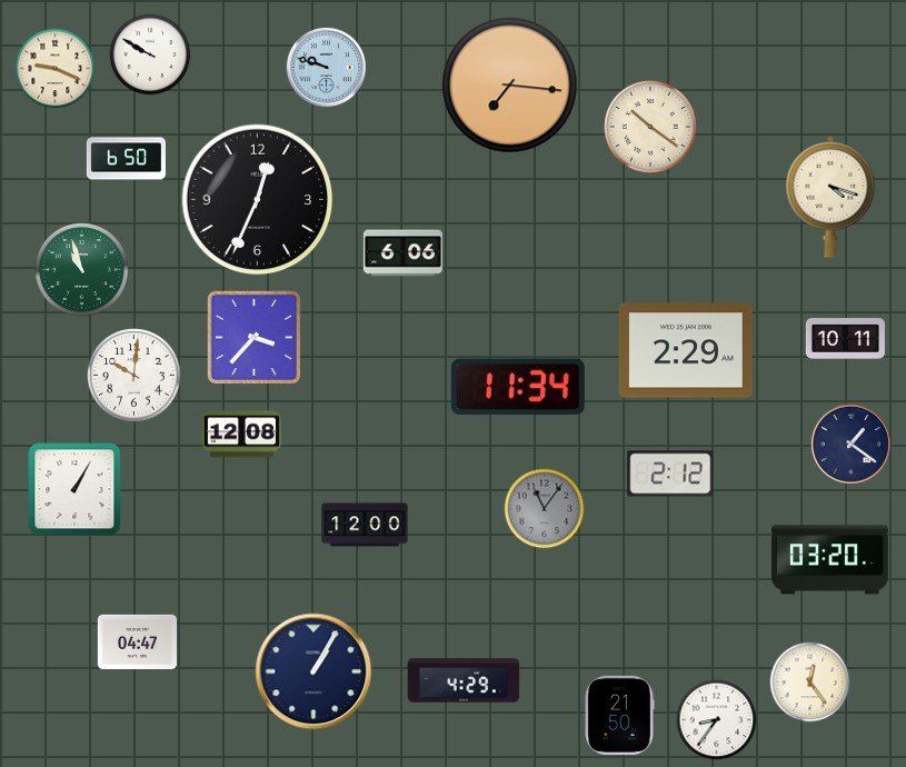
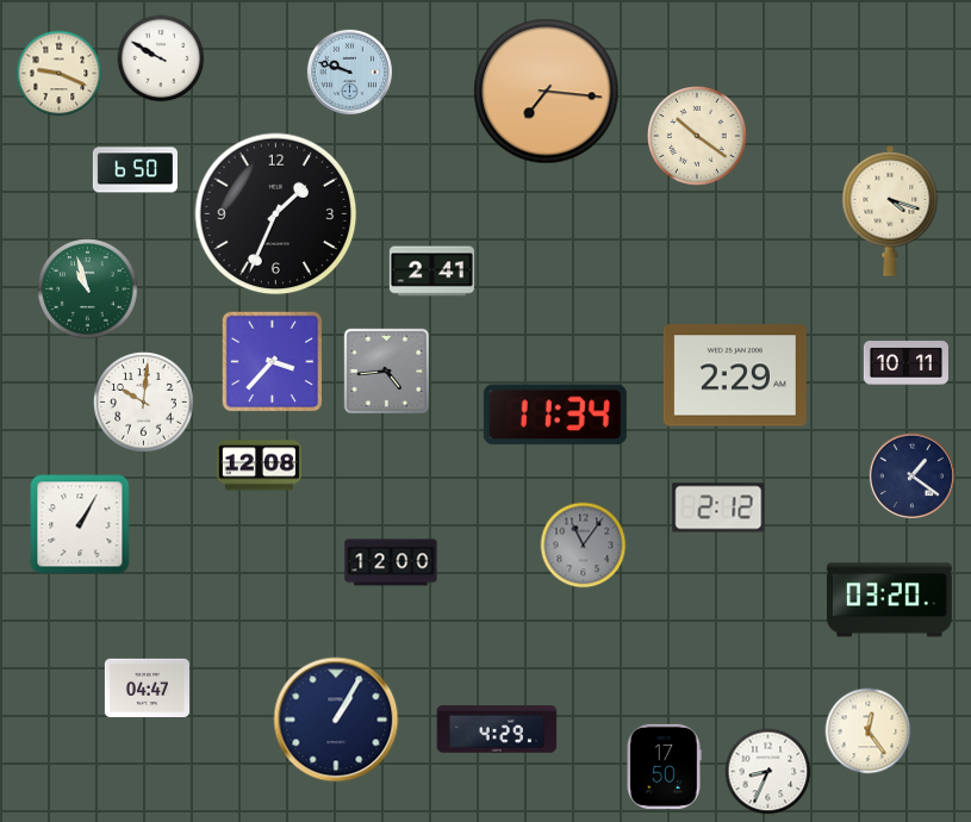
clock at (258, 200): 12:34 -> 1:34
clock at (402, 253): 6:06 -> 2:41
clock at (387, 372): none -> 4:44
clock at (619, 715): 21:50 -> 17:50
clock at (717, 720): 8:36 -> 8:34
